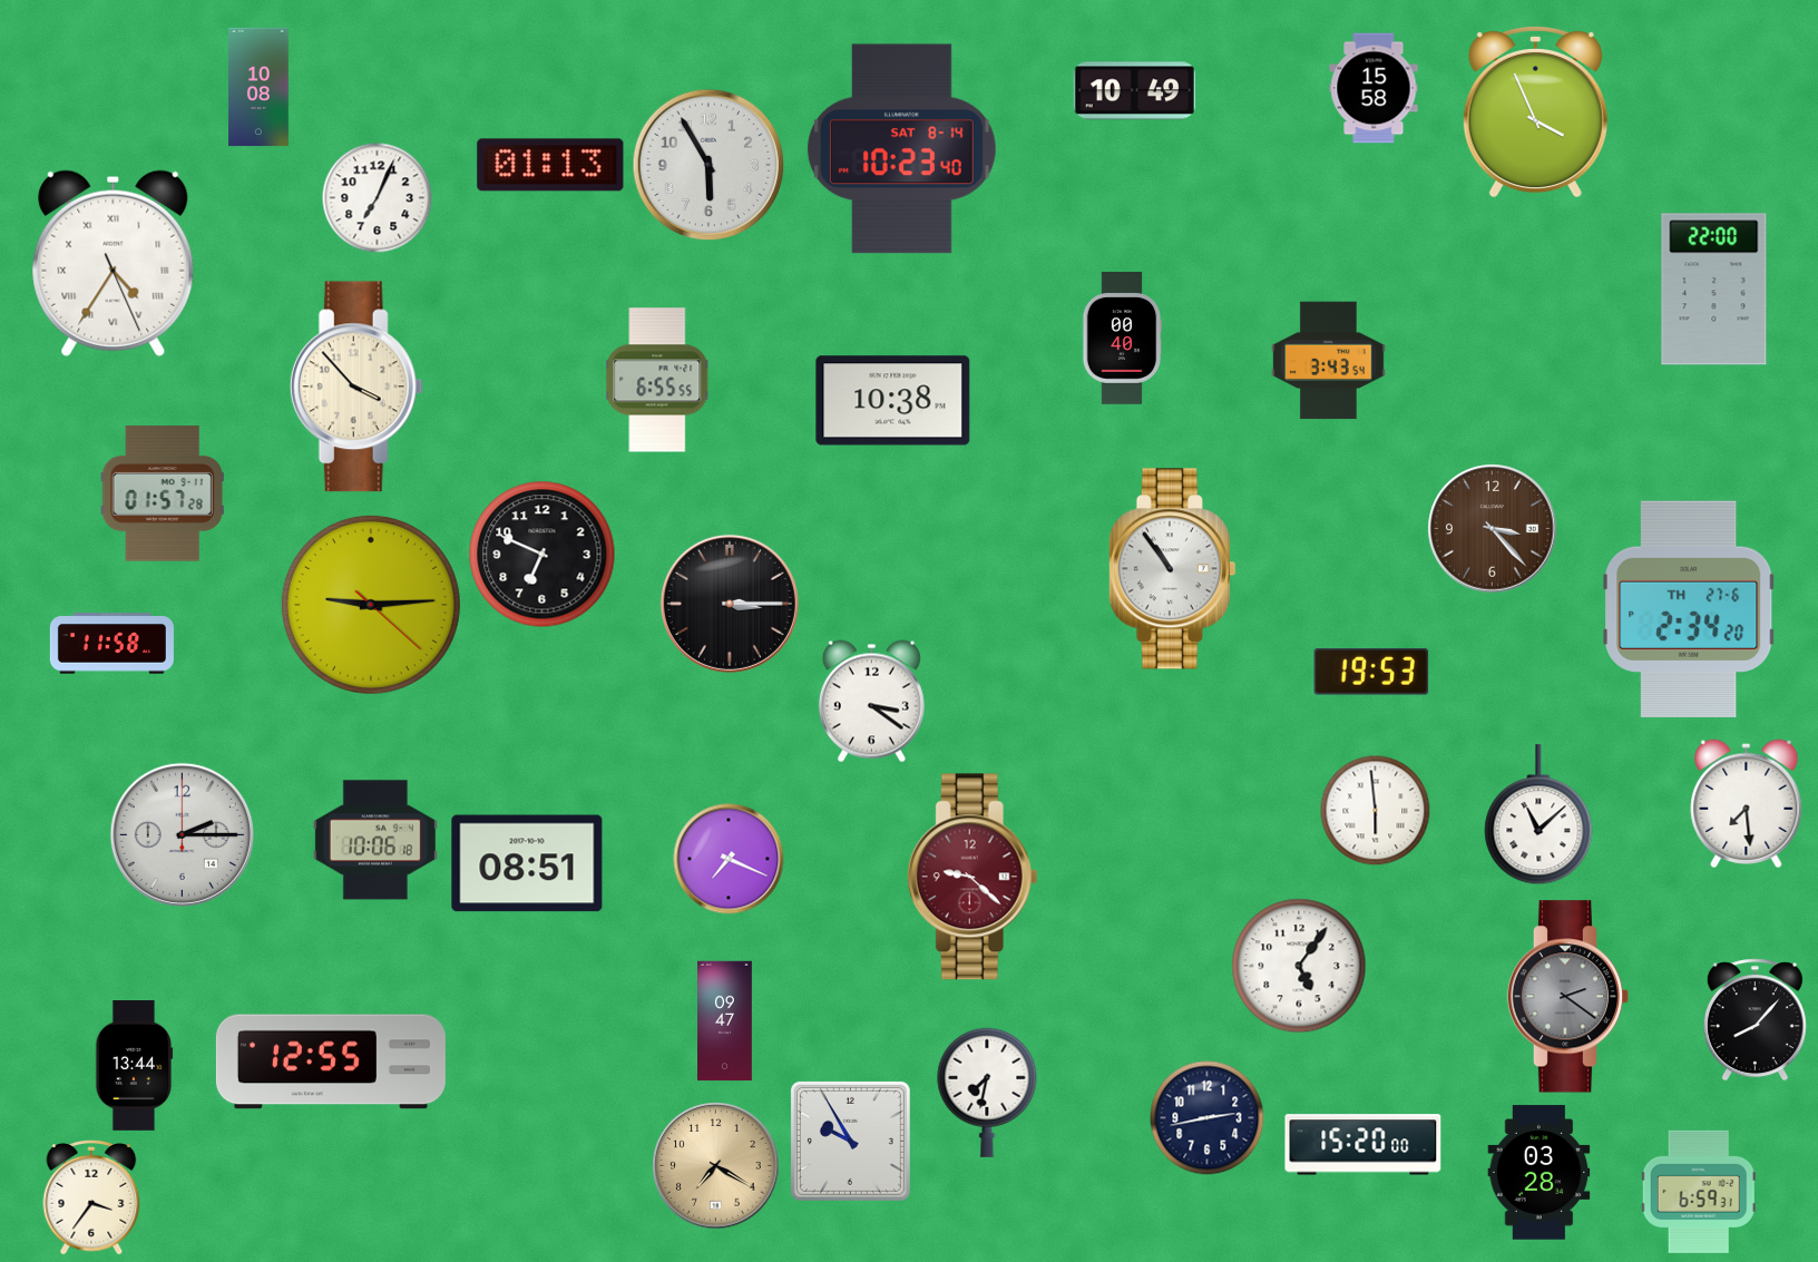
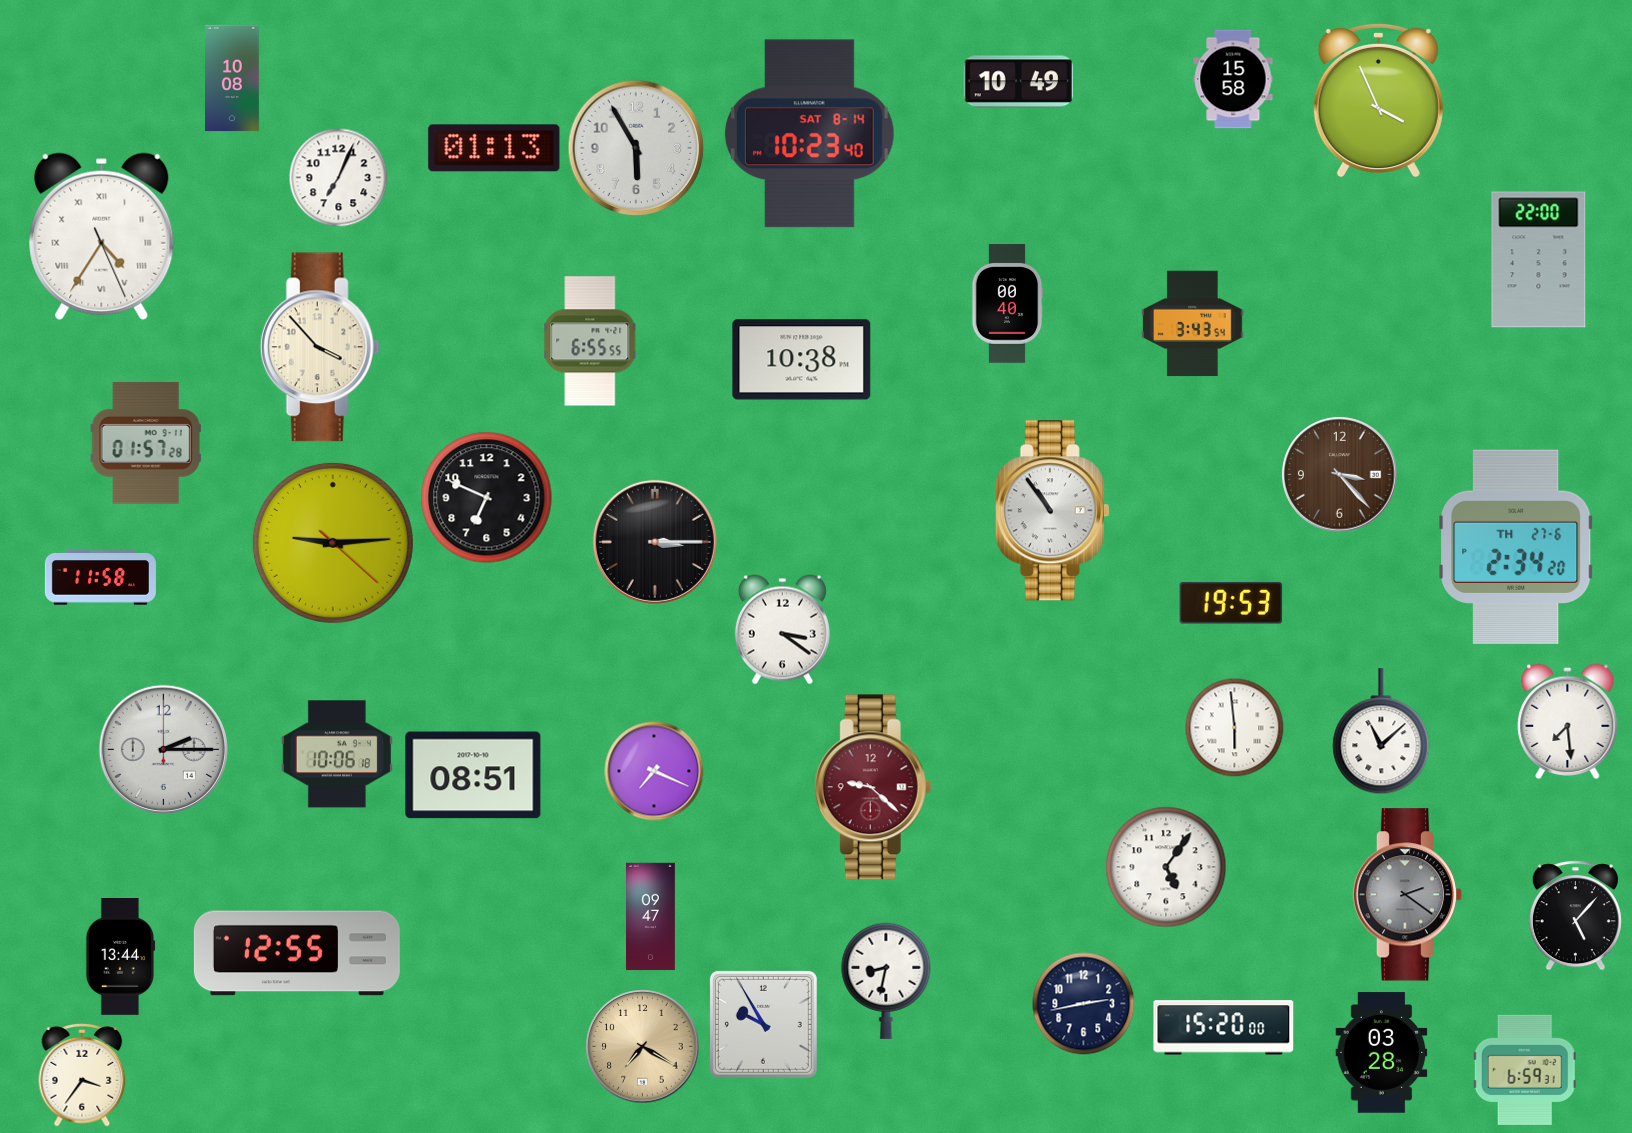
clock at (1755, 1020): 8:07 -> 5:07
clock at (987, 1093): 7:32 -> 8:32
